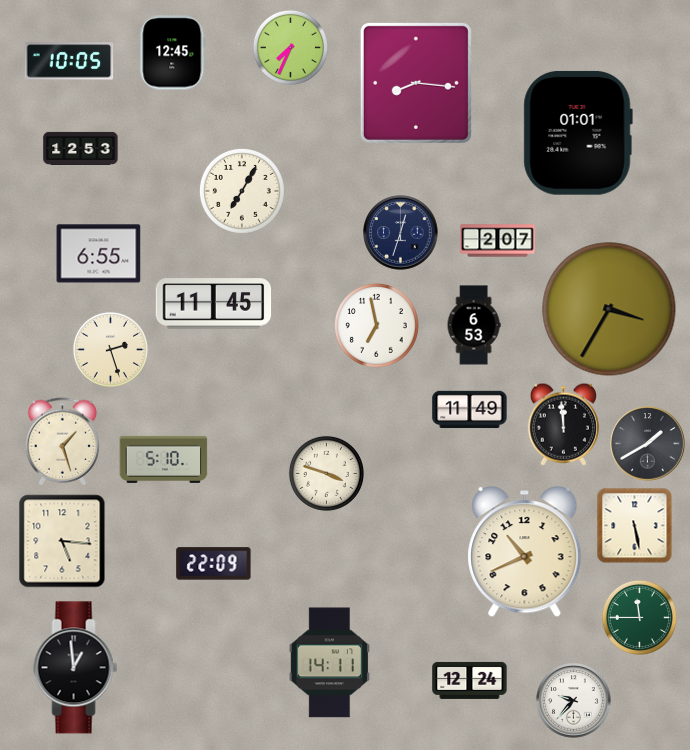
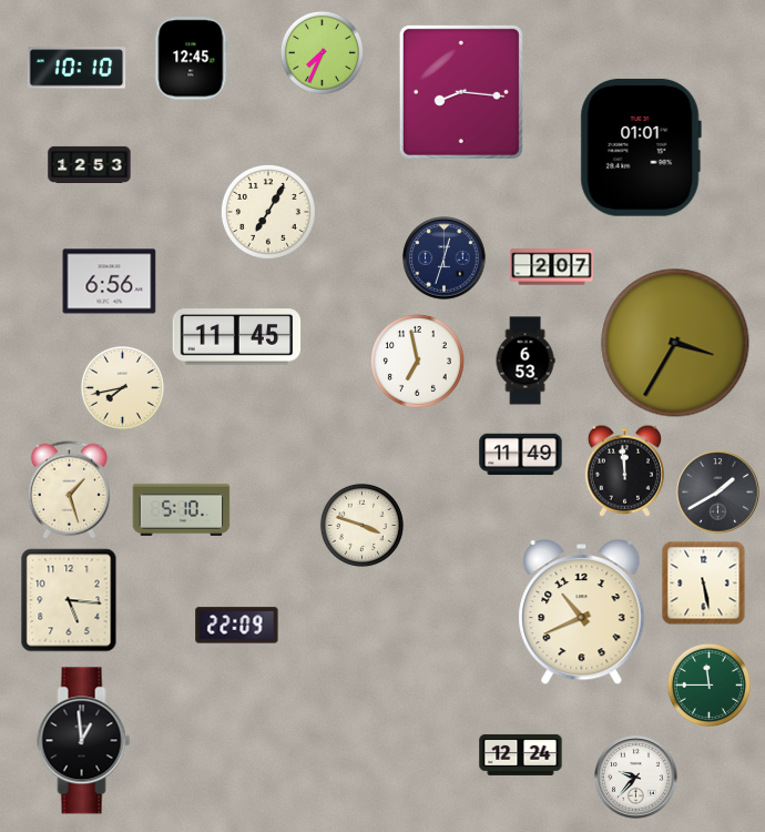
clock at (69, 61): 10:05 -> 10:10
clock at (99, 254): 6:55 -> 6:56
clock at (110, 349): 2:27 -> 7:43
clock at (329, 663): 14:11 -> none
